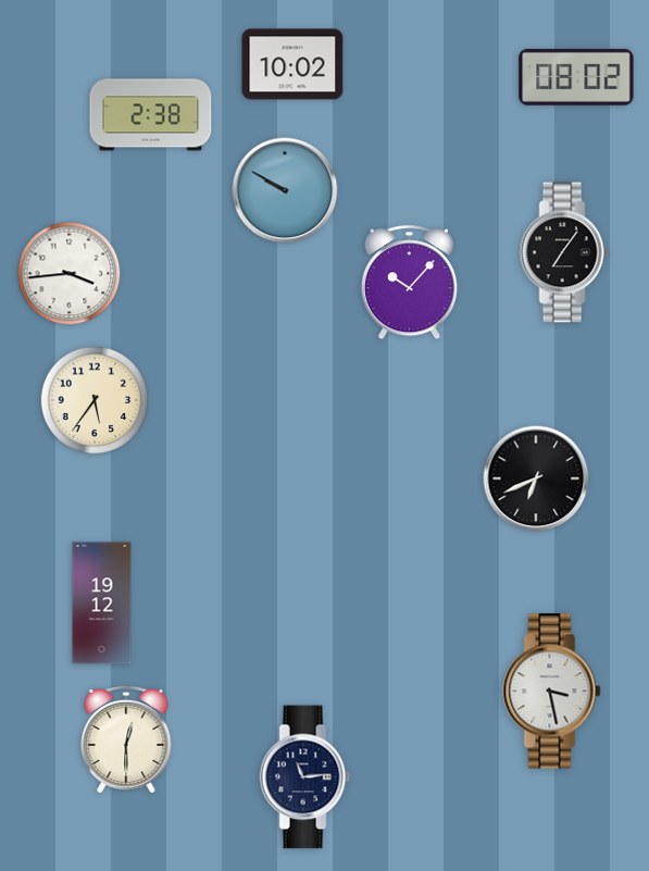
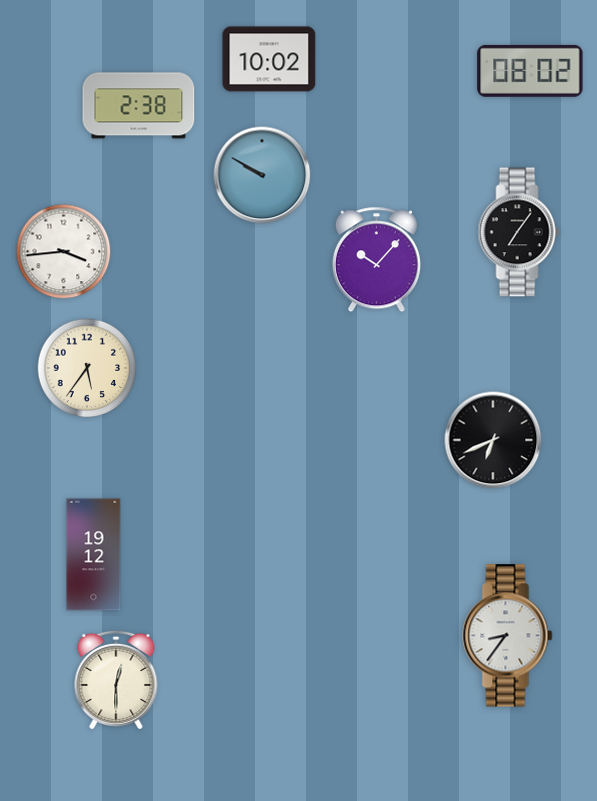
clock at (552, 692): 3:28 -> 8:36
clock at (305, 777): 11:14 -> none
